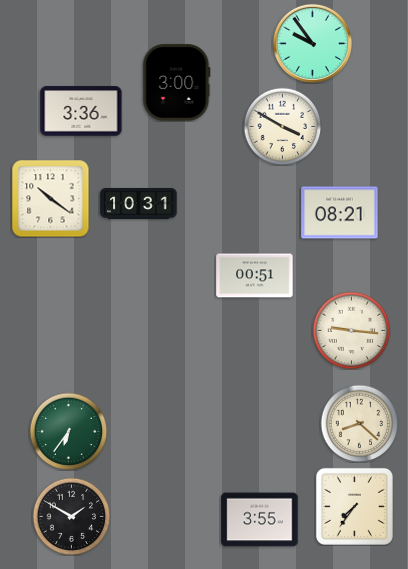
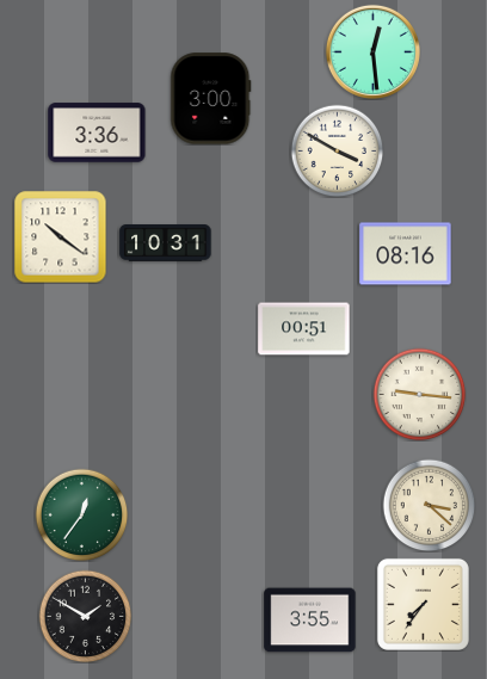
clock at (312, 43): 9:54 -> 12:29
clock at (340, 213): 08:21 -> 08:16
clock at (359, 423): 8:22 -> 3:22
clock at (68, 431): 6:36 -> 12:36
